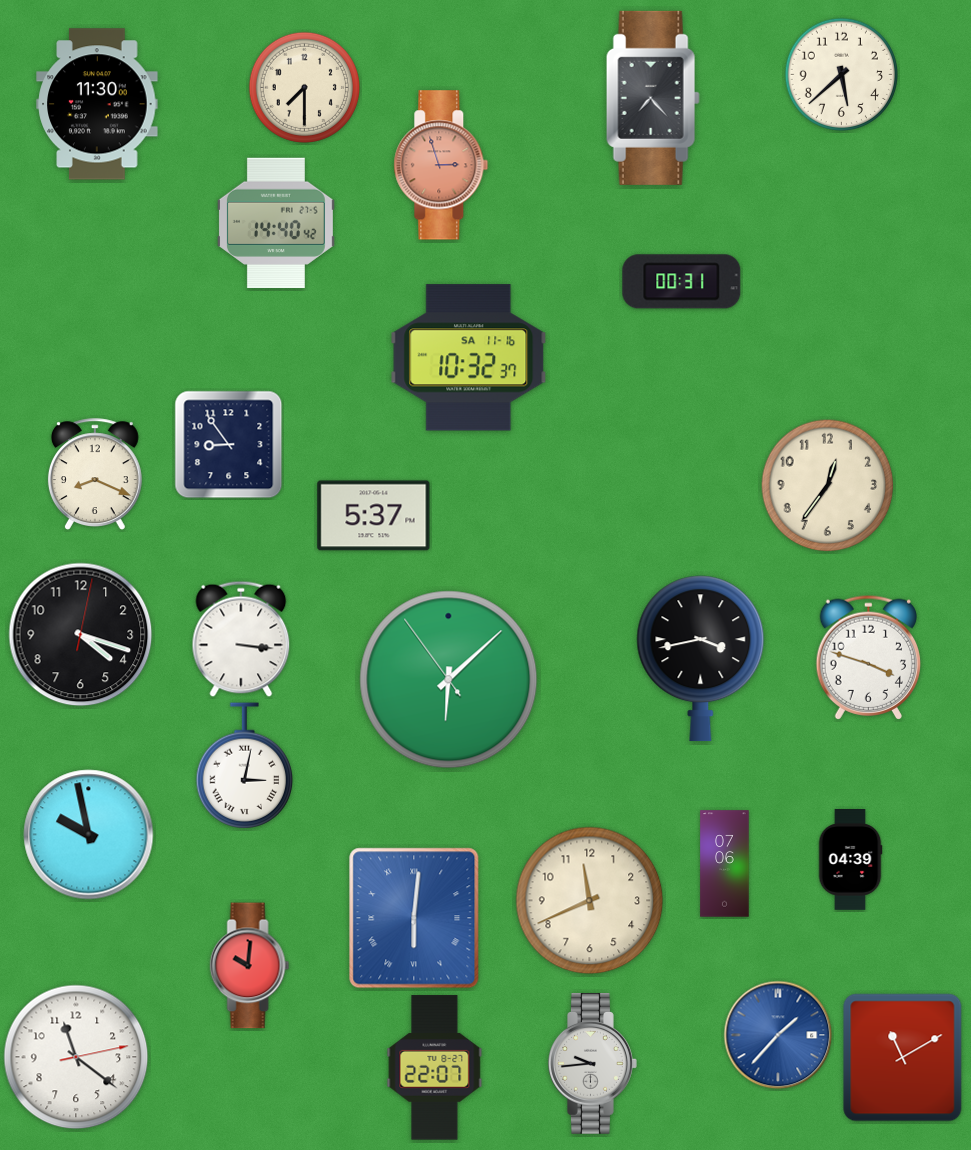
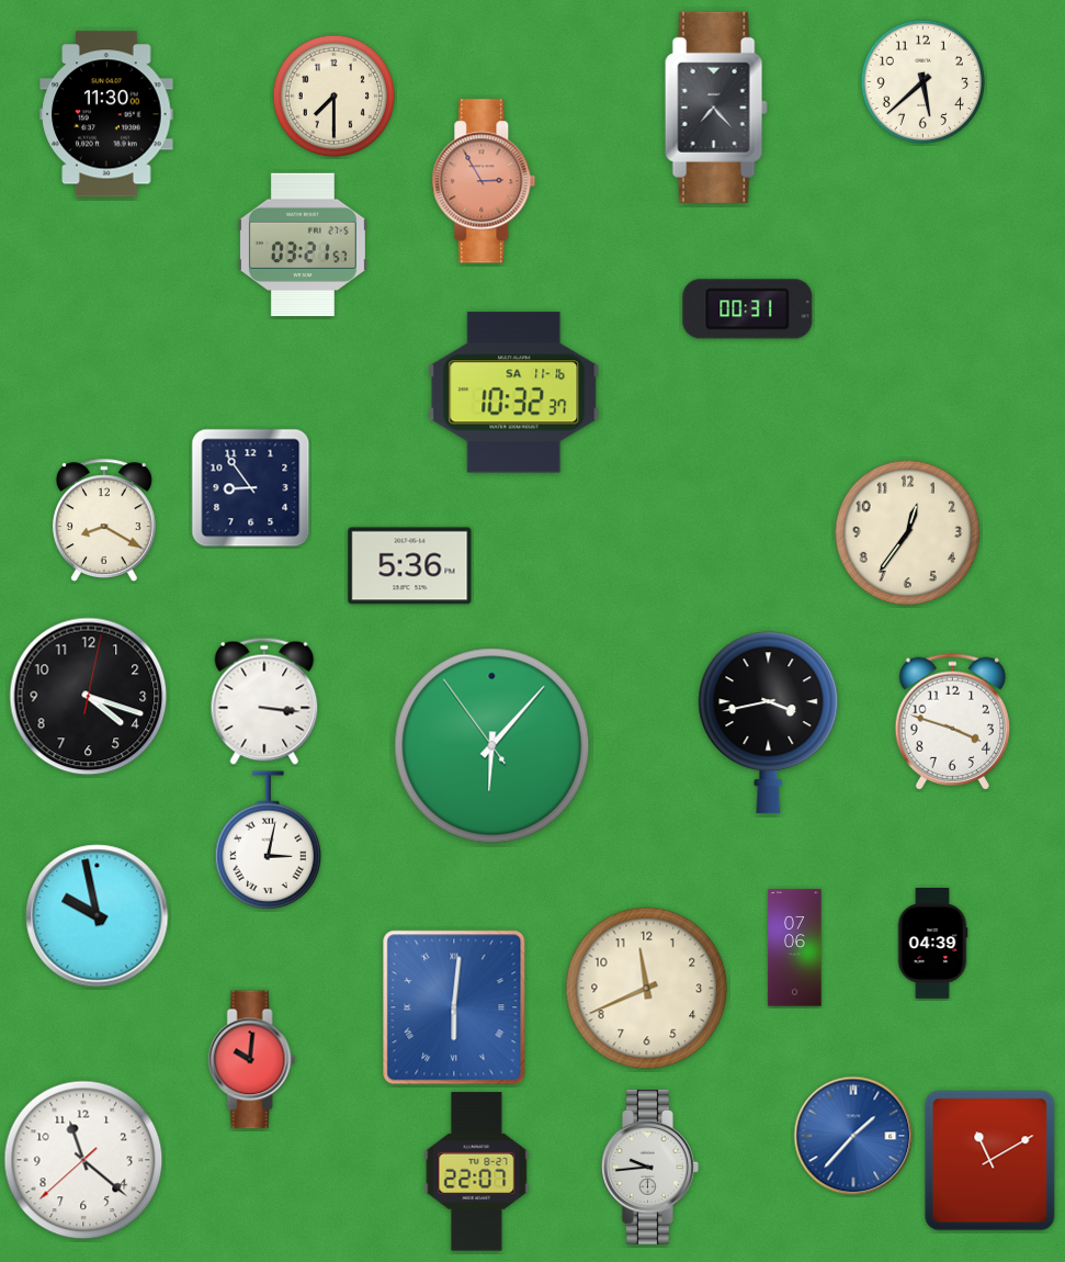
clock at (441, 165): 2:57 -> 2:55
clock at (276, 223): 14:40 -> 03:21
clock at (95, 474): 8:19 -> 8:20
clock at (374, 516): 5:37 -> 5:36
clock at (449, 680): 6:07 -> 6:06
clock at (250, 966) position: (250, 966) -> (252, 1060)
clock at (76, 1057): 11:21:13 -> 11:21:38
